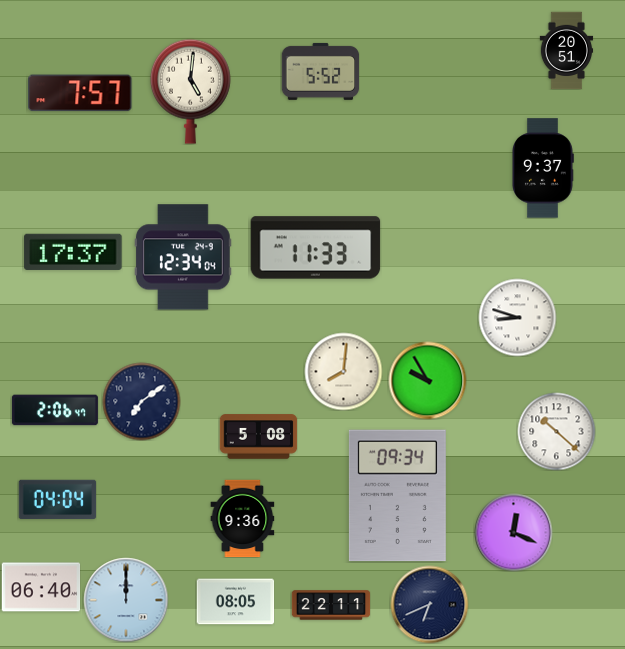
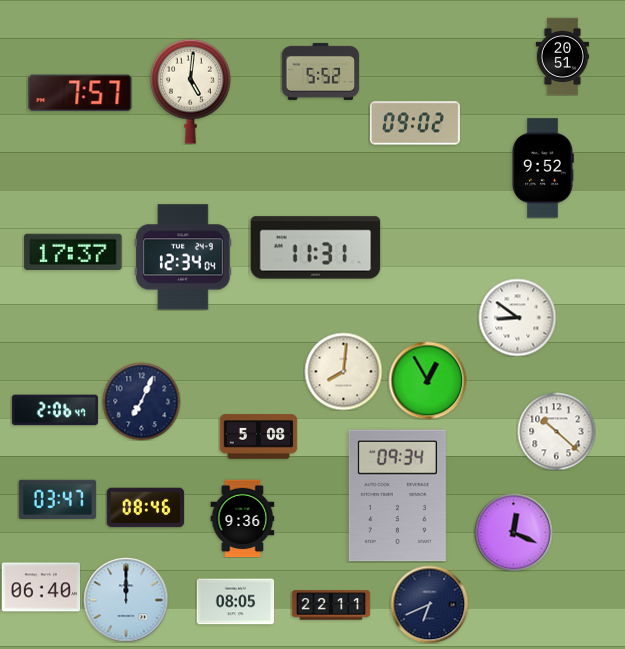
clock at (567, 50) position: (567, 50) -> (563, 56)
clock at (415, 123): none -> 09:02
clock at (543, 168): 9:37 -> 9:52
clock at (316, 248): 11:33 -> 11:31
clock at (517, 317): 8:48 -> 8:51
clock at (427, 380): 9:55 -> 12:55
clock at (141, 401): 7:09 -> 7:04
clock at (57, 500): 04:04 -> 03:47
clock at (145, 508): none -> 08:46
